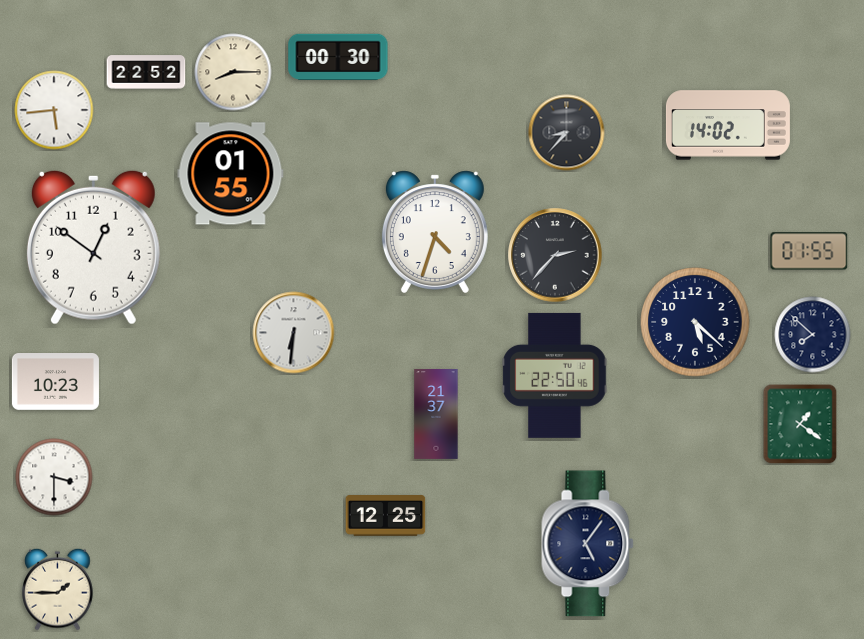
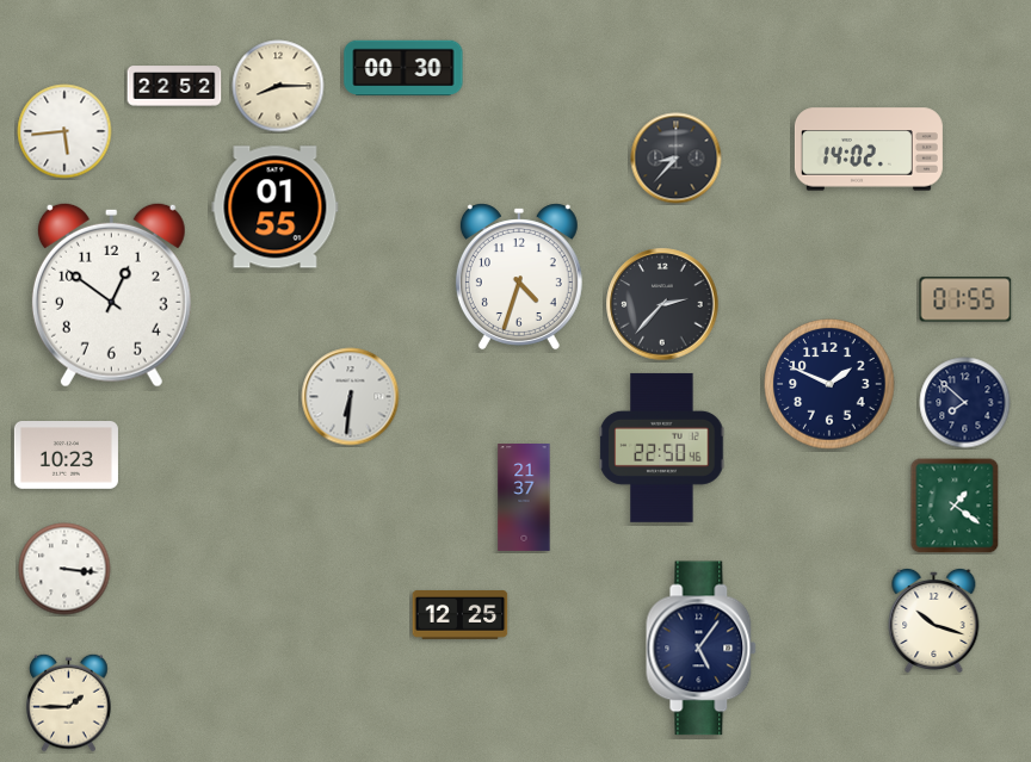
clock at (695, 322): 5:22 -> 1:49
clock at (813, 335) position: (813, 335) -> (965, 403)
clock at (436, 415) position: (436, 415) -> (524, 498)
clock at (54, 477): 3:30 -> 3:16
clock at (934, 620): none -> 10:18
